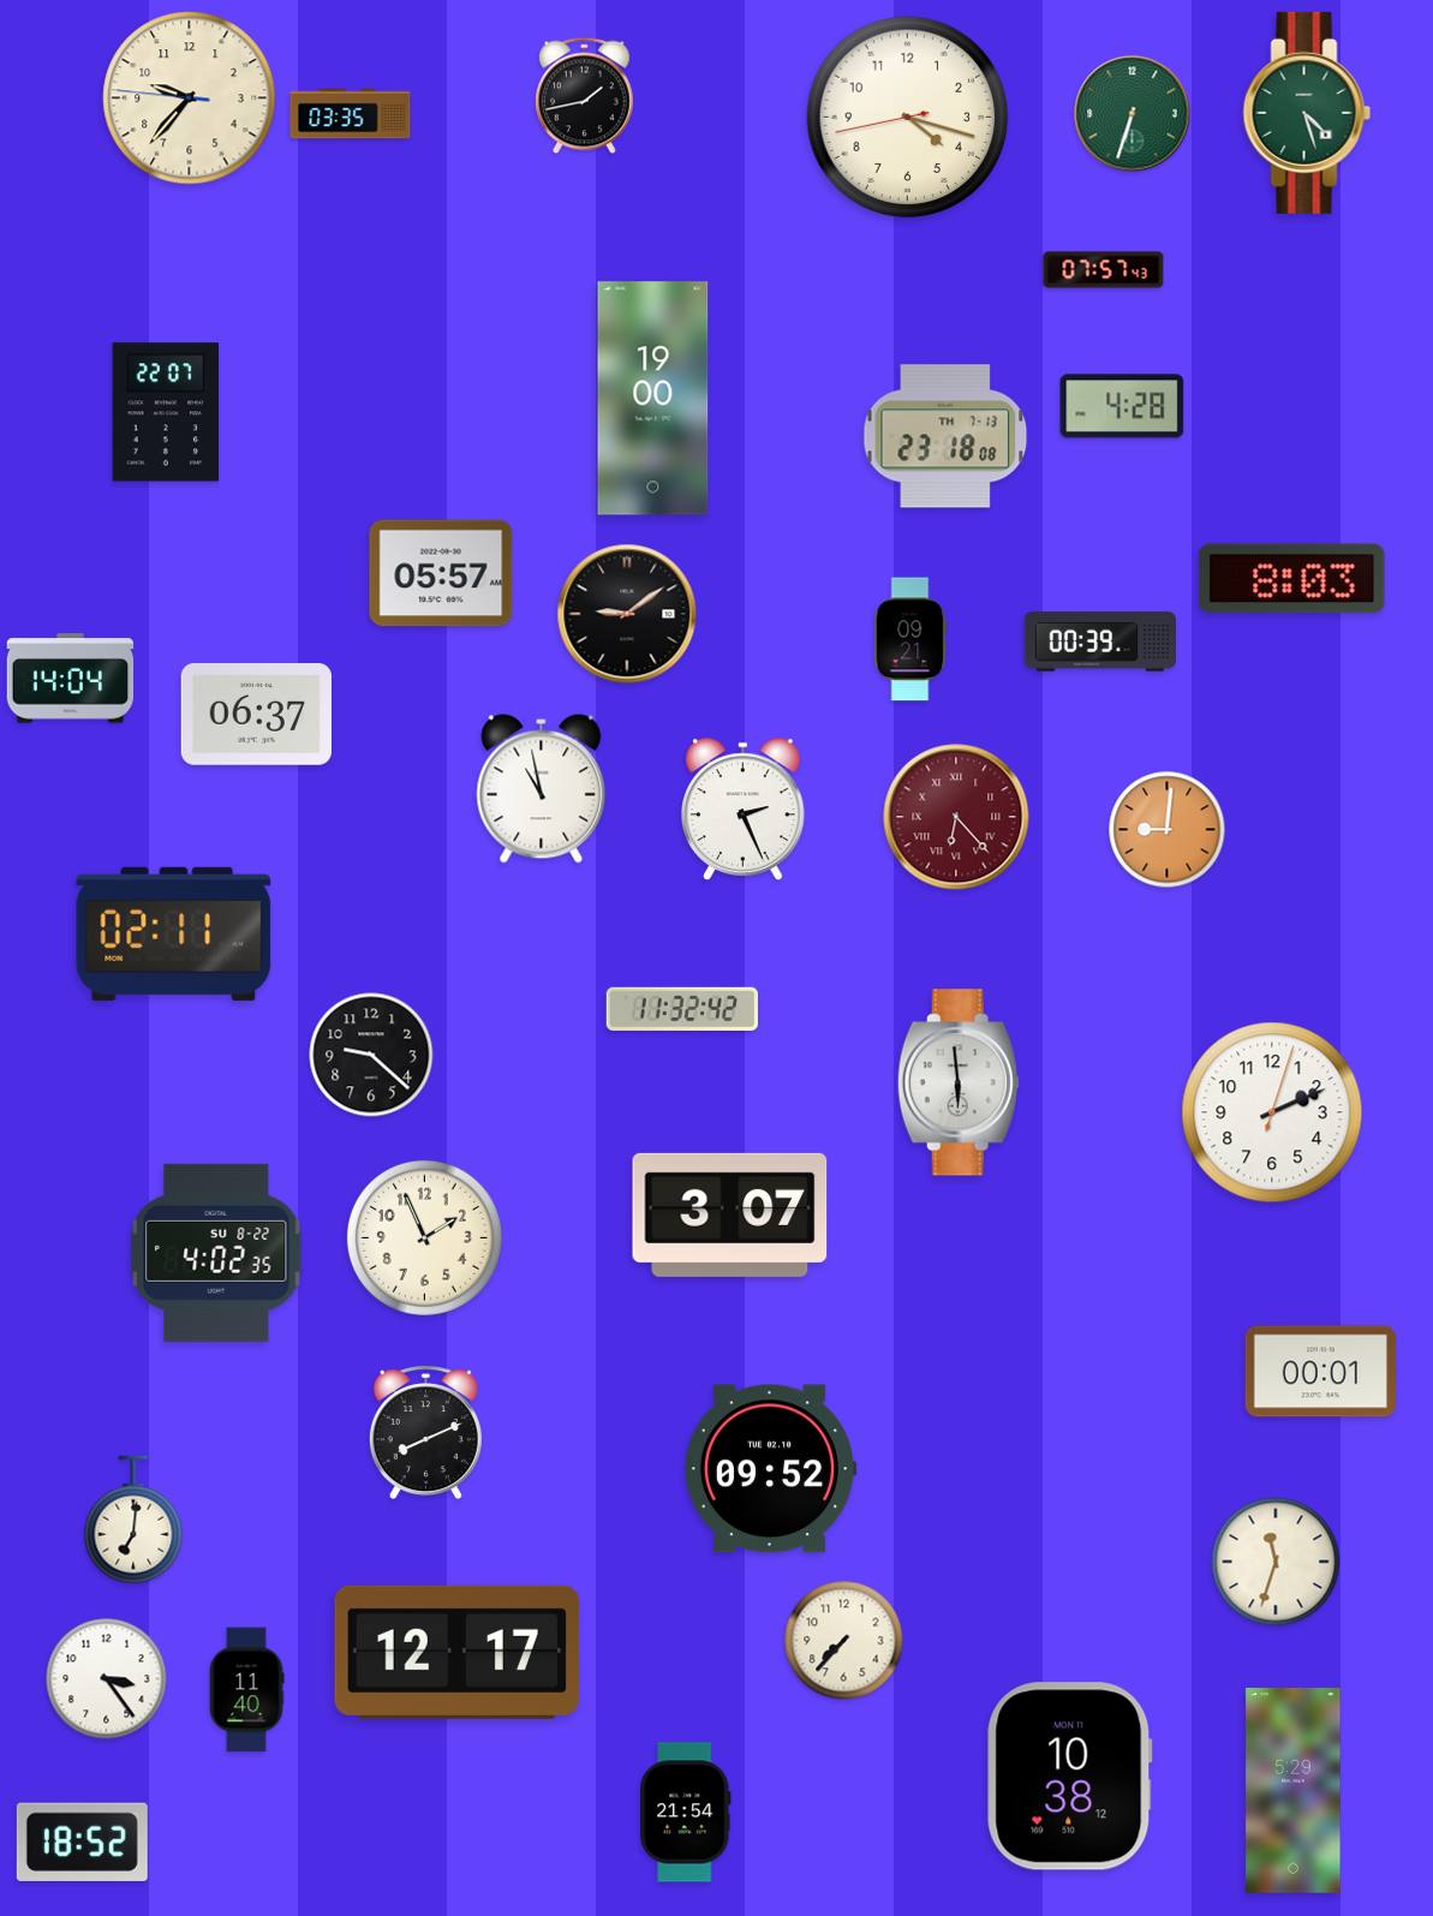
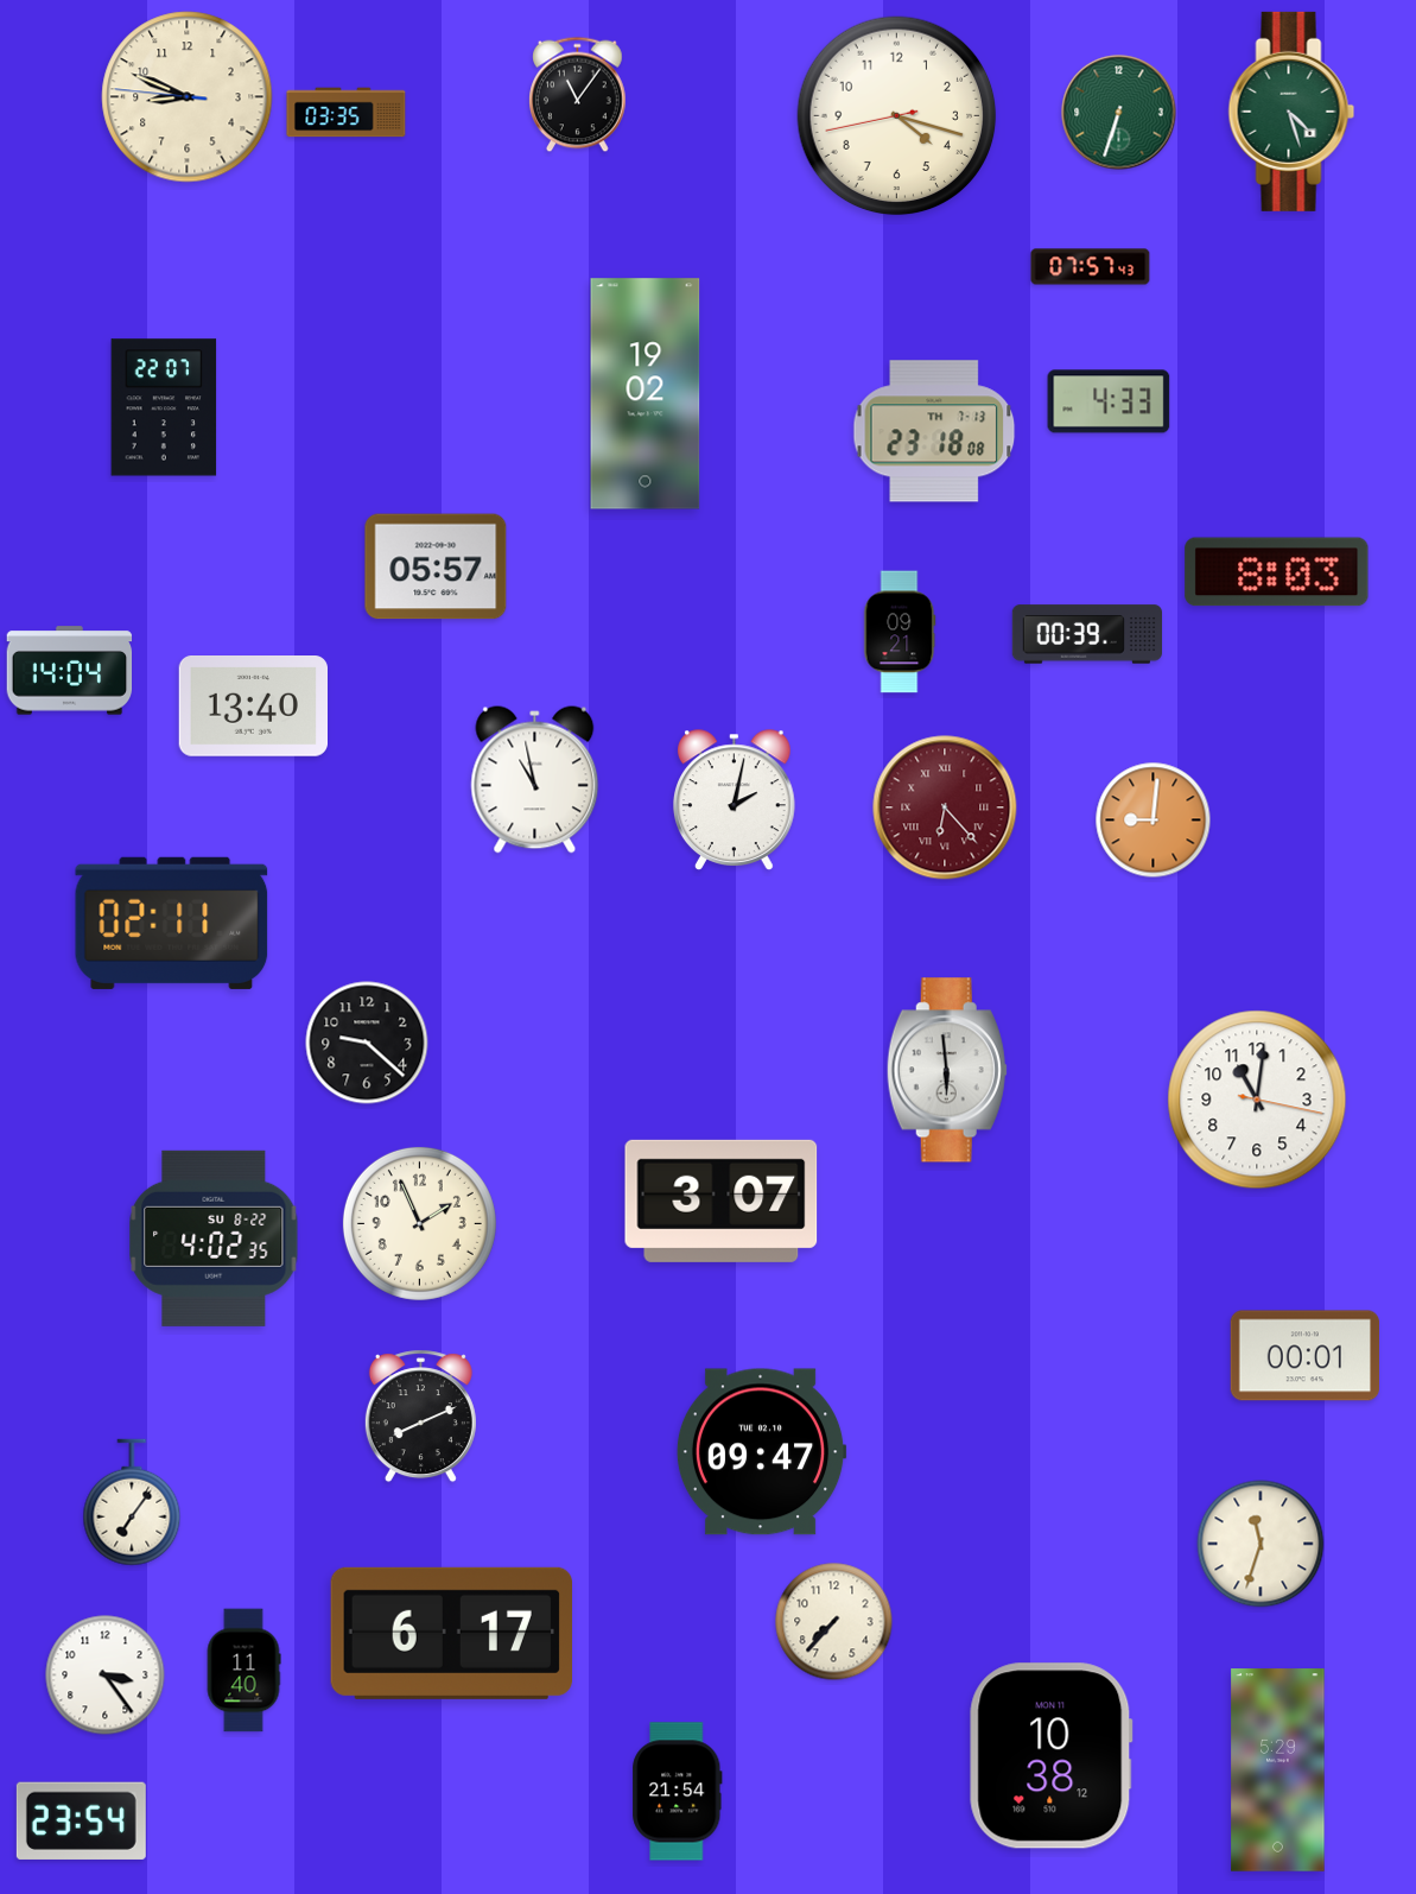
clock at (585, 96): 1:43 -> 11:06
clock at (190, 99): 9:36 -> 8:48
clock at (653, 399): 19:00 -> 19:02
clock at (1122, 406): 4:28 -> 4:33
clock at (627, 614): 9:09 -> none
clock at (256, 715): 06:37 -> 13:40
clock at (744, 810): 2:26 -> 2:02
clock at (682, 1009): 11:32 -> none
clock at (1272, 1112): 2:11 -> 11:01
clock at (770, 1469): 09:52 -> 09:47
clock at (133, 1520): 7:01 -> 7:06
clock at (456, 1652): 12:17 -> 6:17
clock at (107, 1679) position: (107, 1679) -> (106, 1676)
clock at (1070, 1777) position: (1070, 1777) -> (1052, 1756)
clock at (82, 1842): 18:52 -> 23:54
